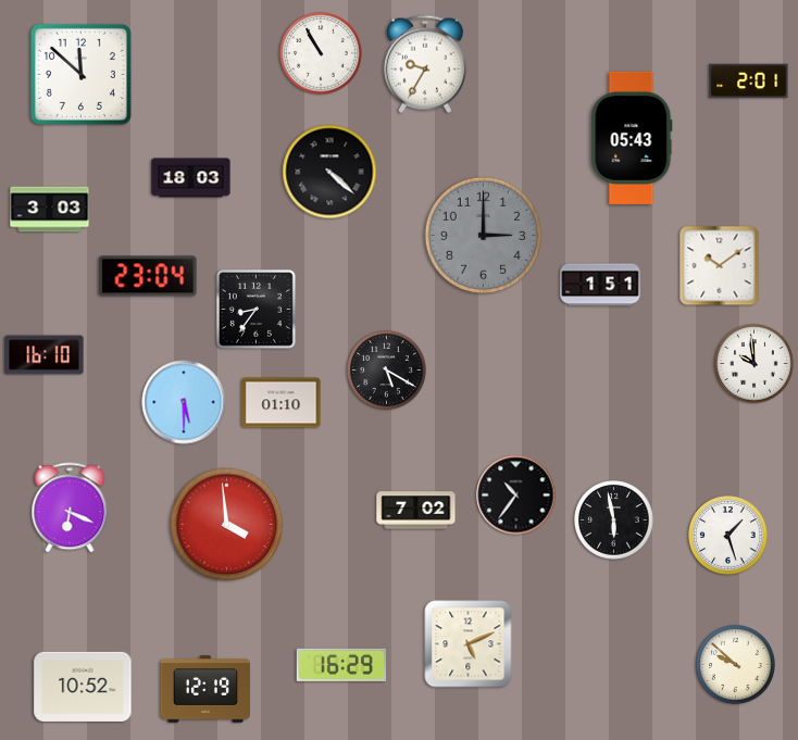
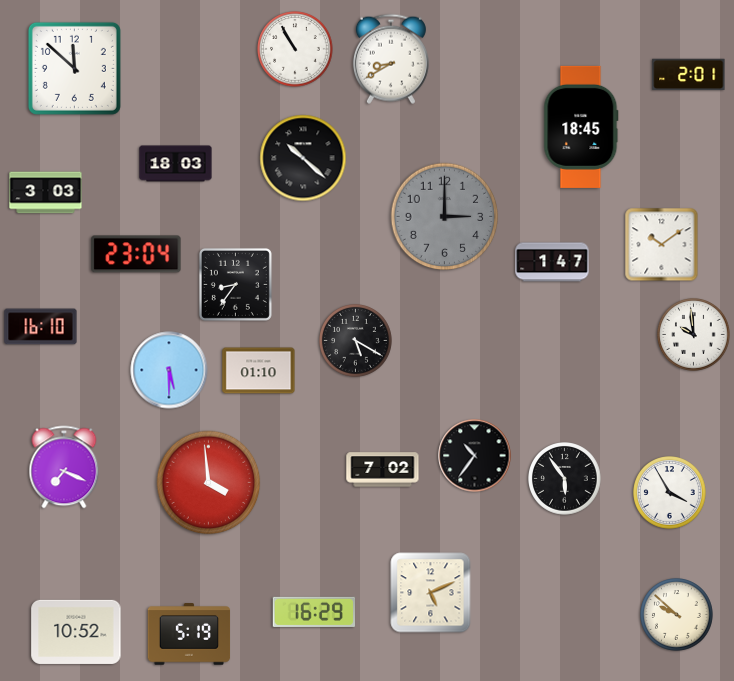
clock at (425, 64): 9:35 -> 8:40
clock at (632, 138): 05:43 -> 18:45
clock at (329, 172): 4:22 -> 10:22
clock at (600, 285): 1:51 -> 1:47
clock at (70, 507): 6:19 -> 7:19
clock at (614, 520): 5:58 -> 5:54
clock at (728, 536): 1:27 -> 3:55
clock at (736, 665) position: (736, 665) -> (677, 615)
clock at (205, 689): 12:19 -> 5:19
